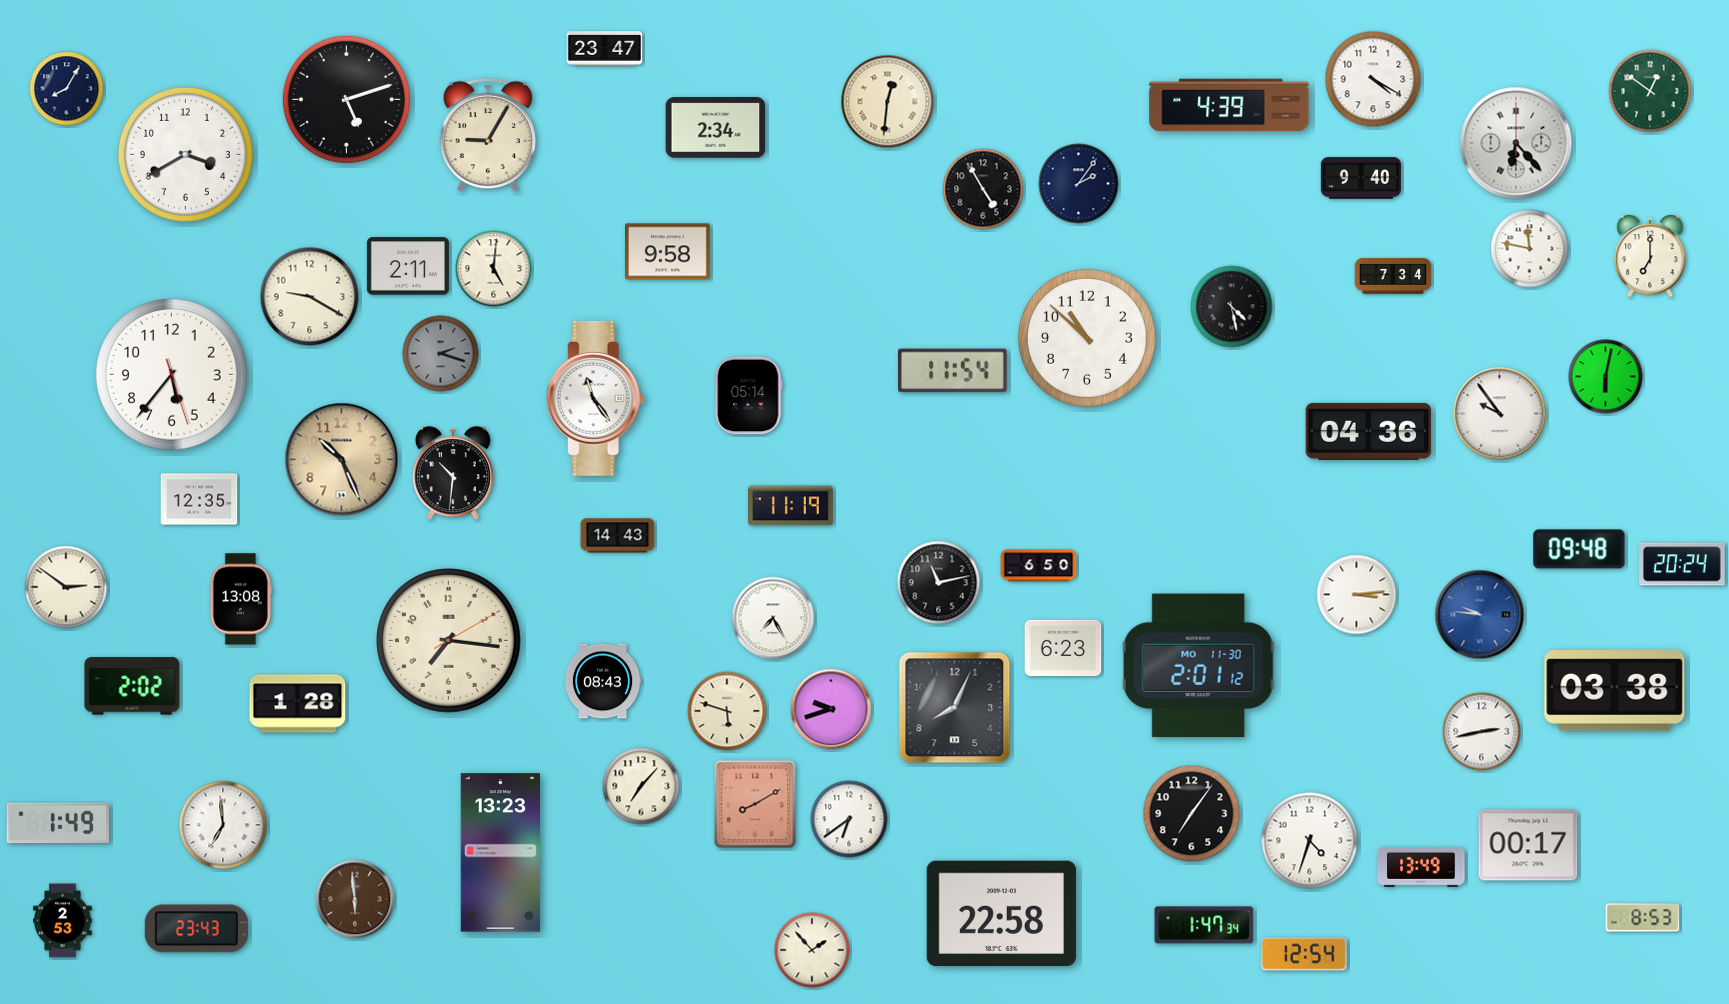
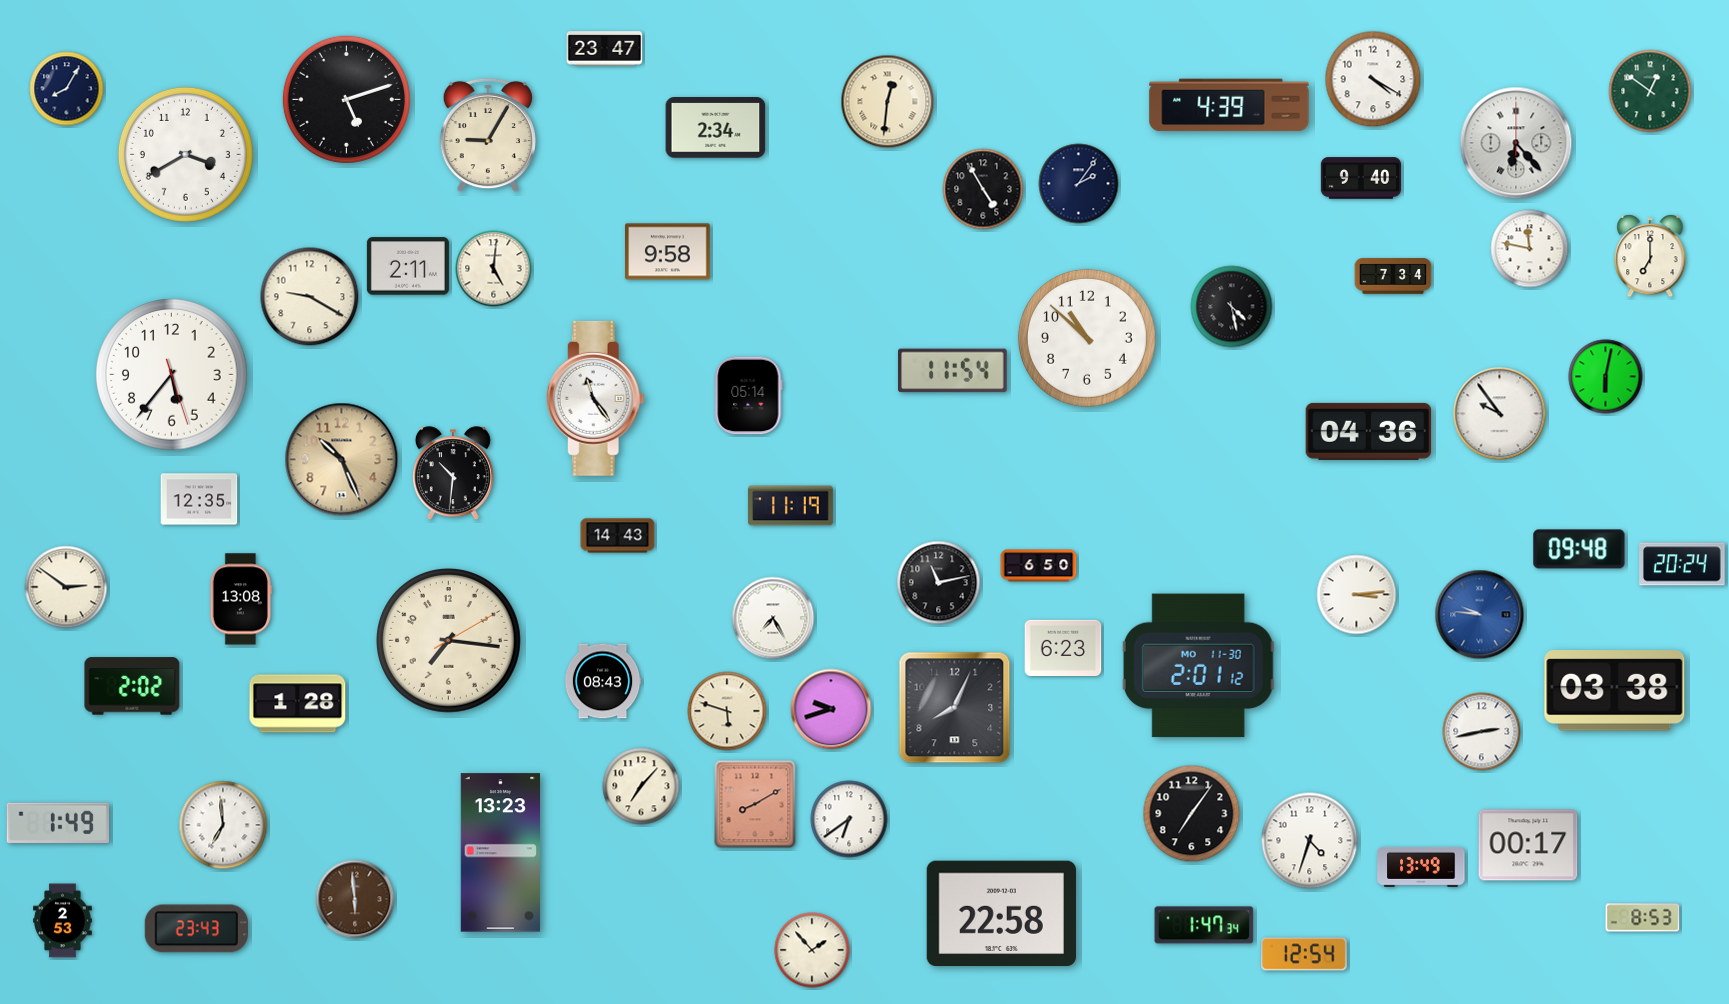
clock at (441, 354): 2:18 -> none
